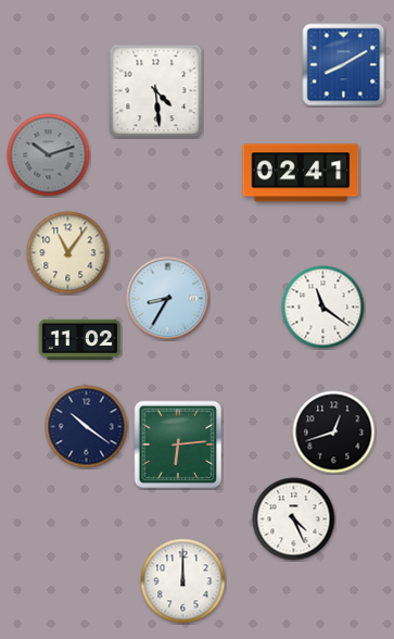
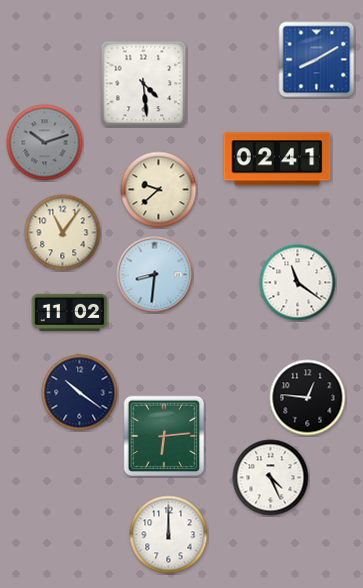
clock at (159, 190): none -> 9:38
clock at (168, 299): 8:35 -> 8:31
clock at (80, 339) position: (80, 339) -> (70, 312)
clock at (334, 433): 12:42 -> 12:46
clock at (178, 444) position: (178, 444) -> (164, 436)
